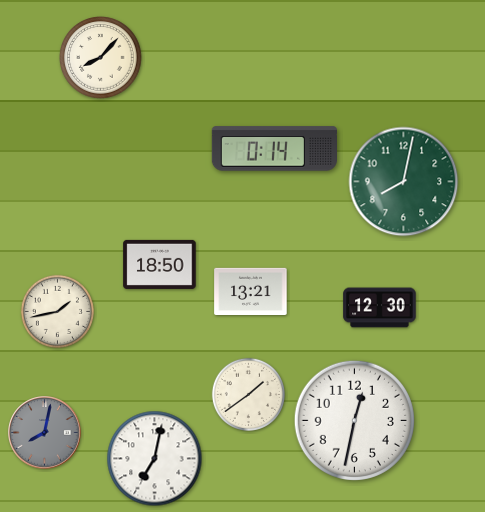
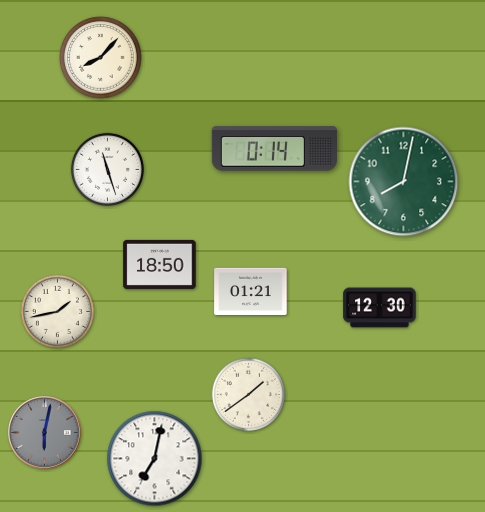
clock at (107, 169): none -> 11:27
clock at (251, 292): 13:21 -> 01:21
clock at (354, 420): 12:32 -> none
clock at (45, 433): 8:02 -> 6:02
